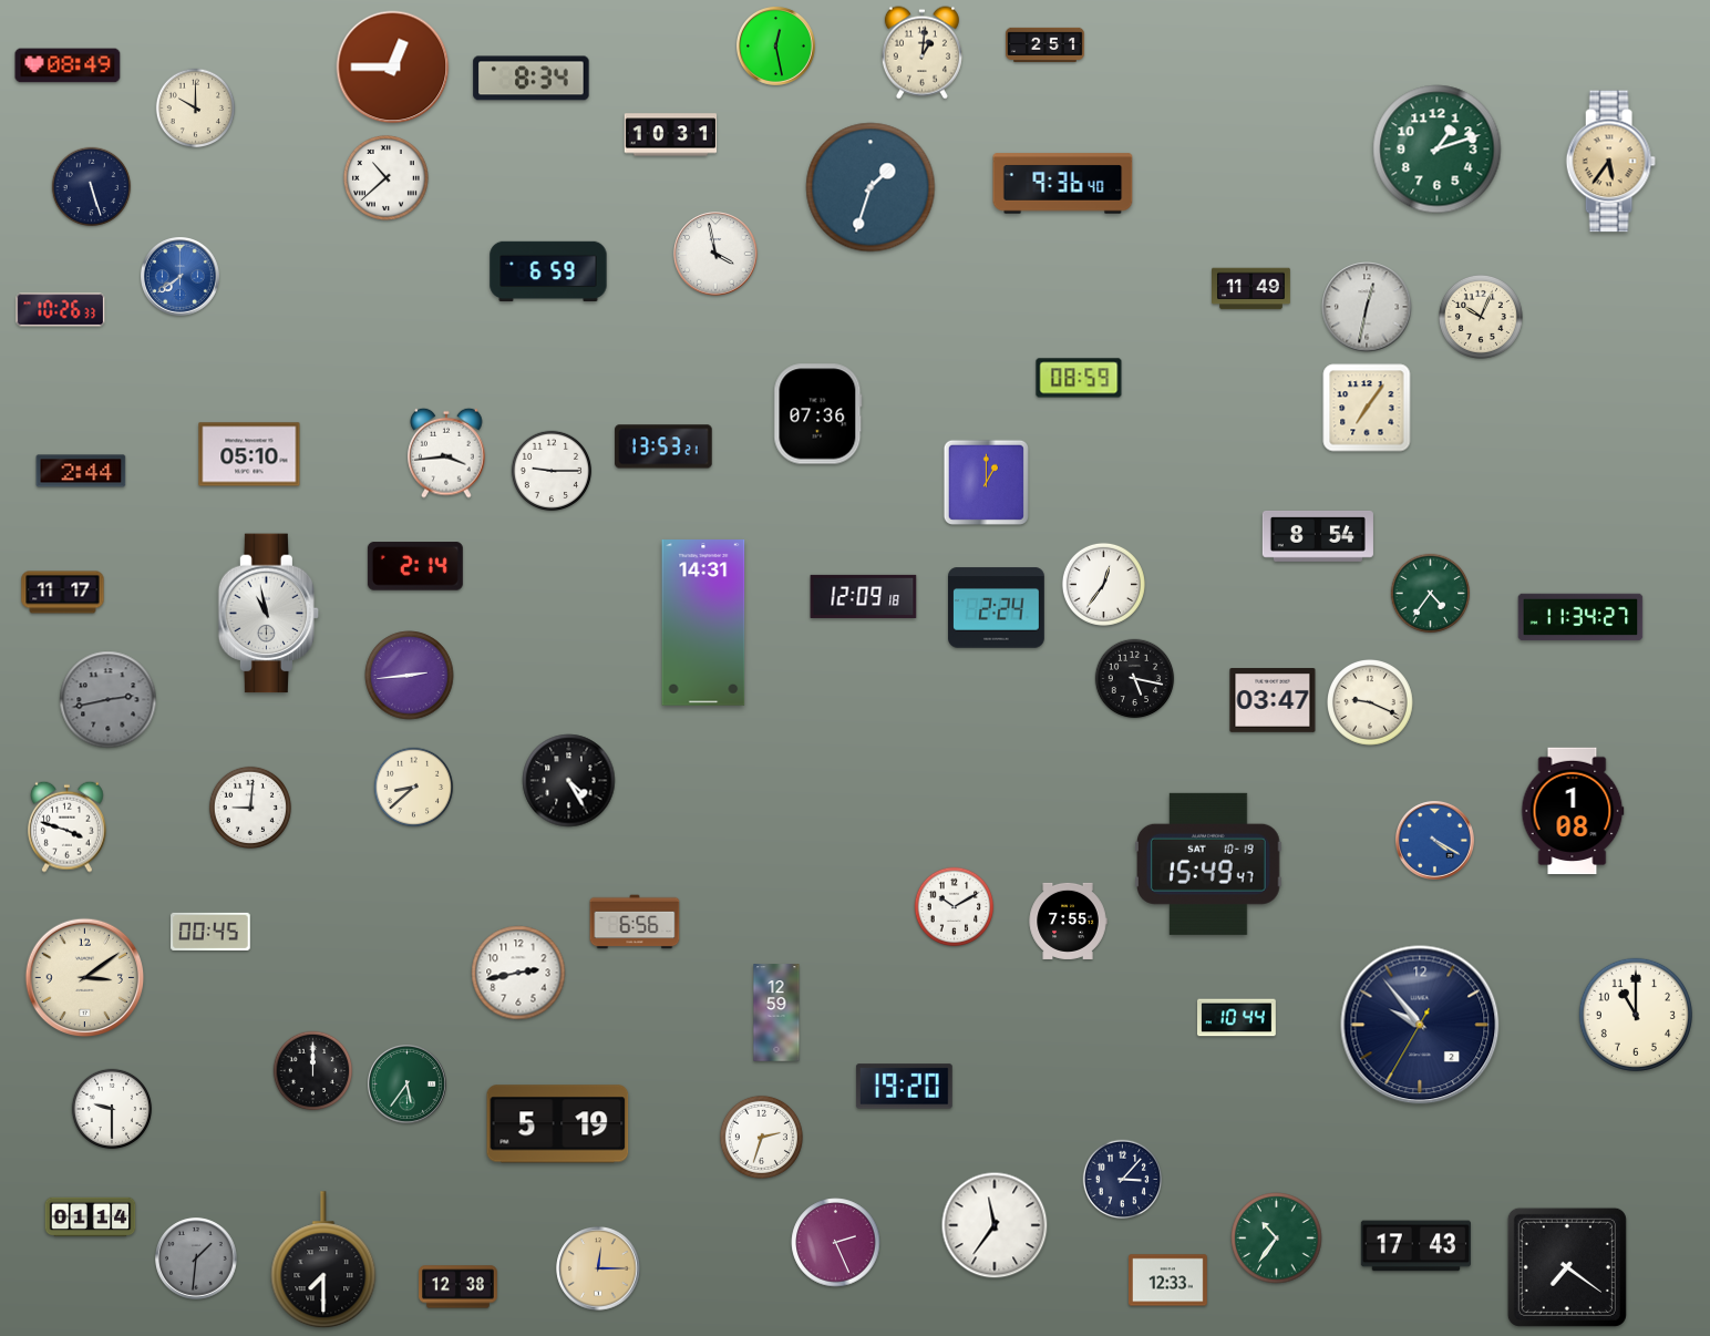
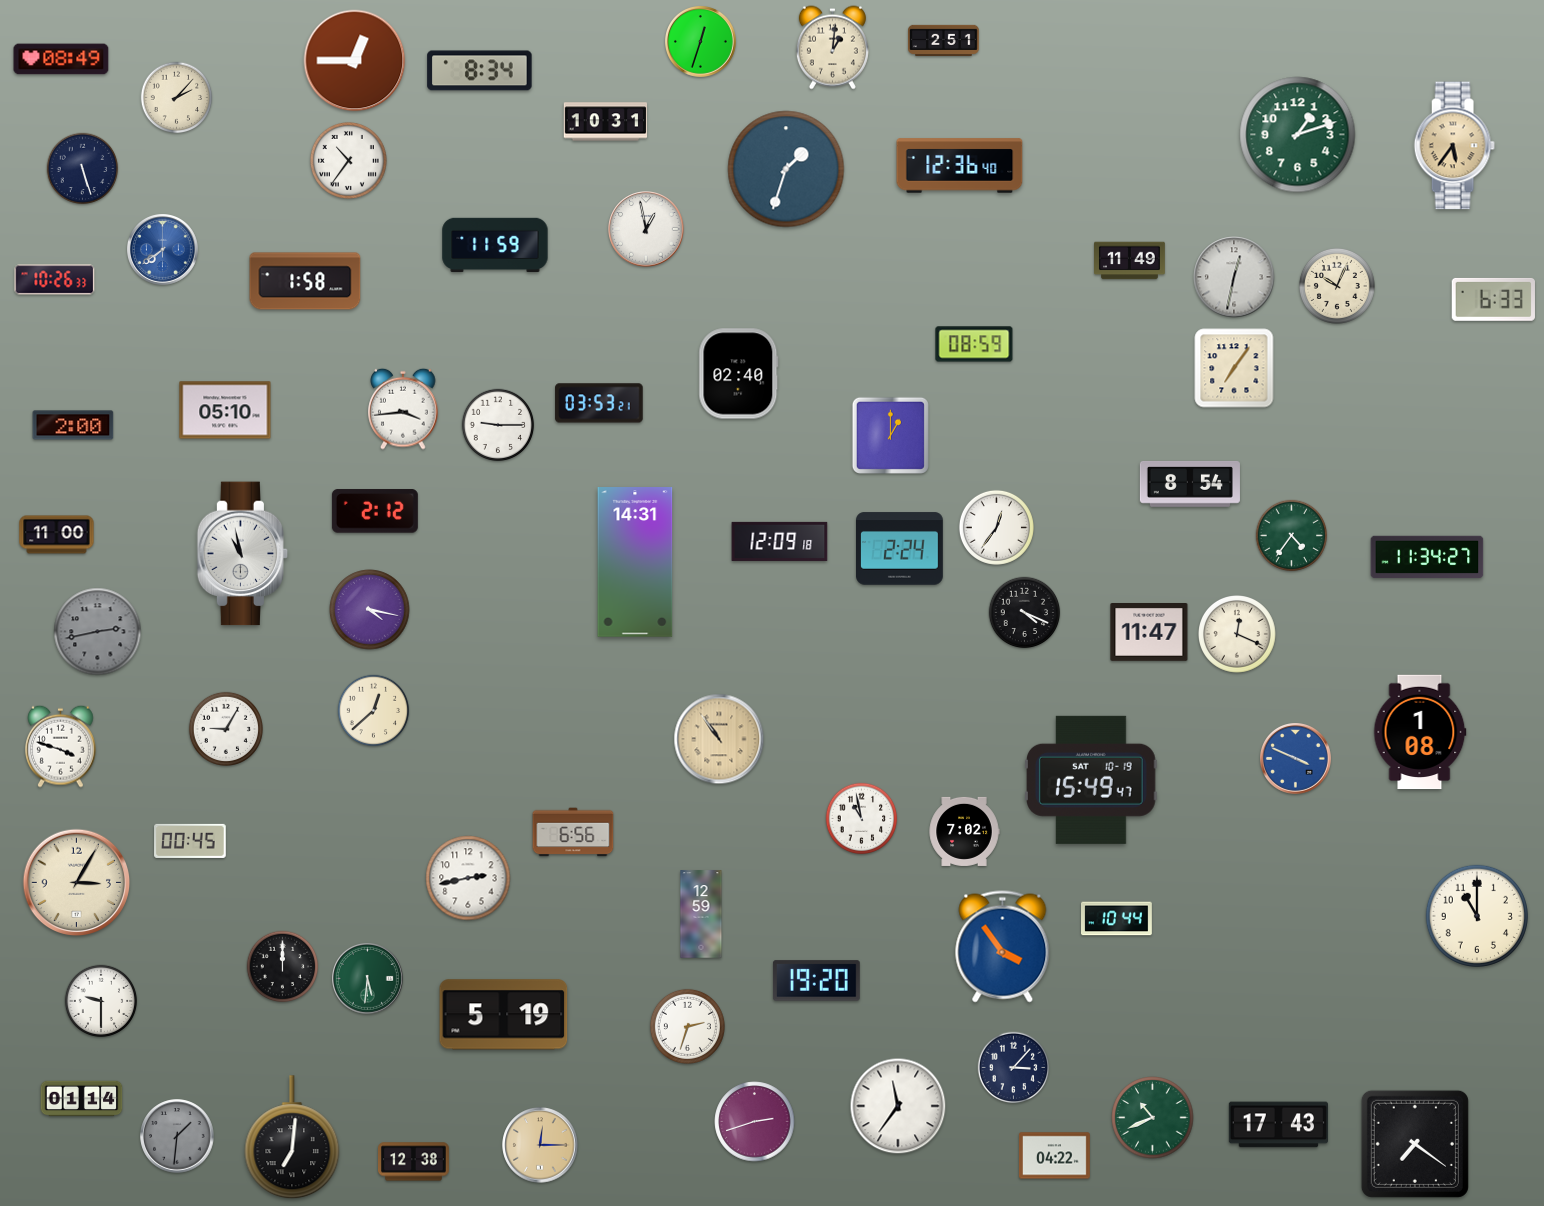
clock at (776, 47): 12:28 -> 12:33
clock at (196, 109): 10:00 -> 2:07
clock at (385, 177): 10:38 -> 10:36
clock at (1063, 184): 9:36 -> 12:36
clock at (715, 254): 3:58 -> 12:58
clock at (548, 271): 6:59 -> 11:59
clock at (305, 281): none -> 1:58
clock at (1493, 299): none -> 6:33
clock at (1079, 378) position: (1079, 378) -> (974, 344)
clock at (818, 414): 07:36 -> 02:40
clock at (663, 446): 13:53 -> 03:53
clock at (81, 471): 2:44 -> 2:00
clock at (415, 566): 2:14 -> 2:12
clock at (63, 593): 11:17 -> 11:00
clock at (864, 596) position: (864, 596) -> (780, 541)
clock at (410, 676): 2:44 -> 4:17
clock at (1135, 679): 5:17 -> 4:19
clock at (1273, 701): 03:47 -> 11:47
clock at (1371, 703): 9:19 -> 12:19
clock at (569, 781): 4:25 -> none
clock at (414, 788): 8:38 -> 12:38
clock at (250, 808): 9:01 -> 9:05
clock at (719, 739): none -> 10:54
clock at (1435, 841): 4:20 -> 3:49
clock at (955, 907): 10:10 -> 10:58
clock at (1068, 921): 7:55 -> 7:02
clock at (85, 978): 3:09 -> 3:05
clock at (1420, 1025): 9:53 -> none
clock at (1003, 947): none -> 3:54
clock at (408, 1085): 5:36 -> 5:31
clock at (1123, 1180) position: (1123, 1180) -> (1014, 1068)
clock at (1277, 1239): 10:36 -> 10:41
clock at (836, 1243): 2:26 -> 2:42
clock at (323, 1261): 7:30 -> 7:01
clock at (1168, 1281): 12:33 -> 04:22
